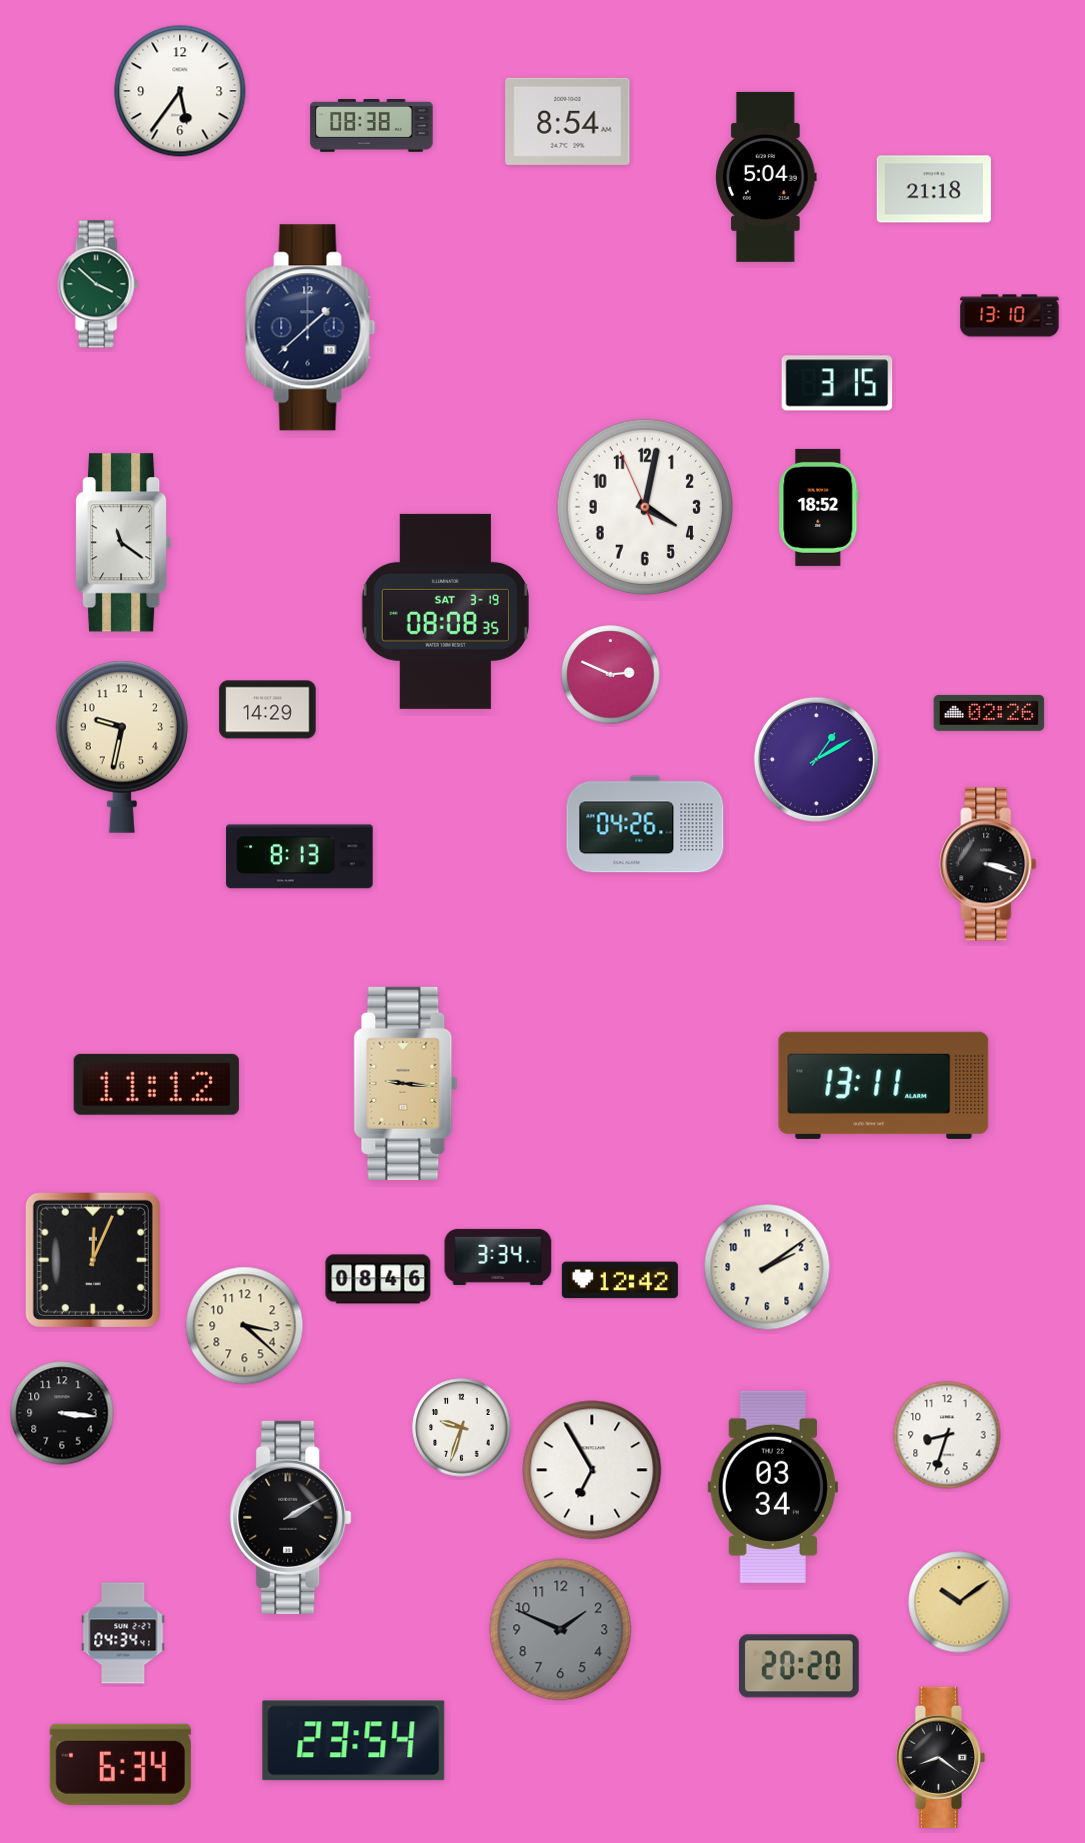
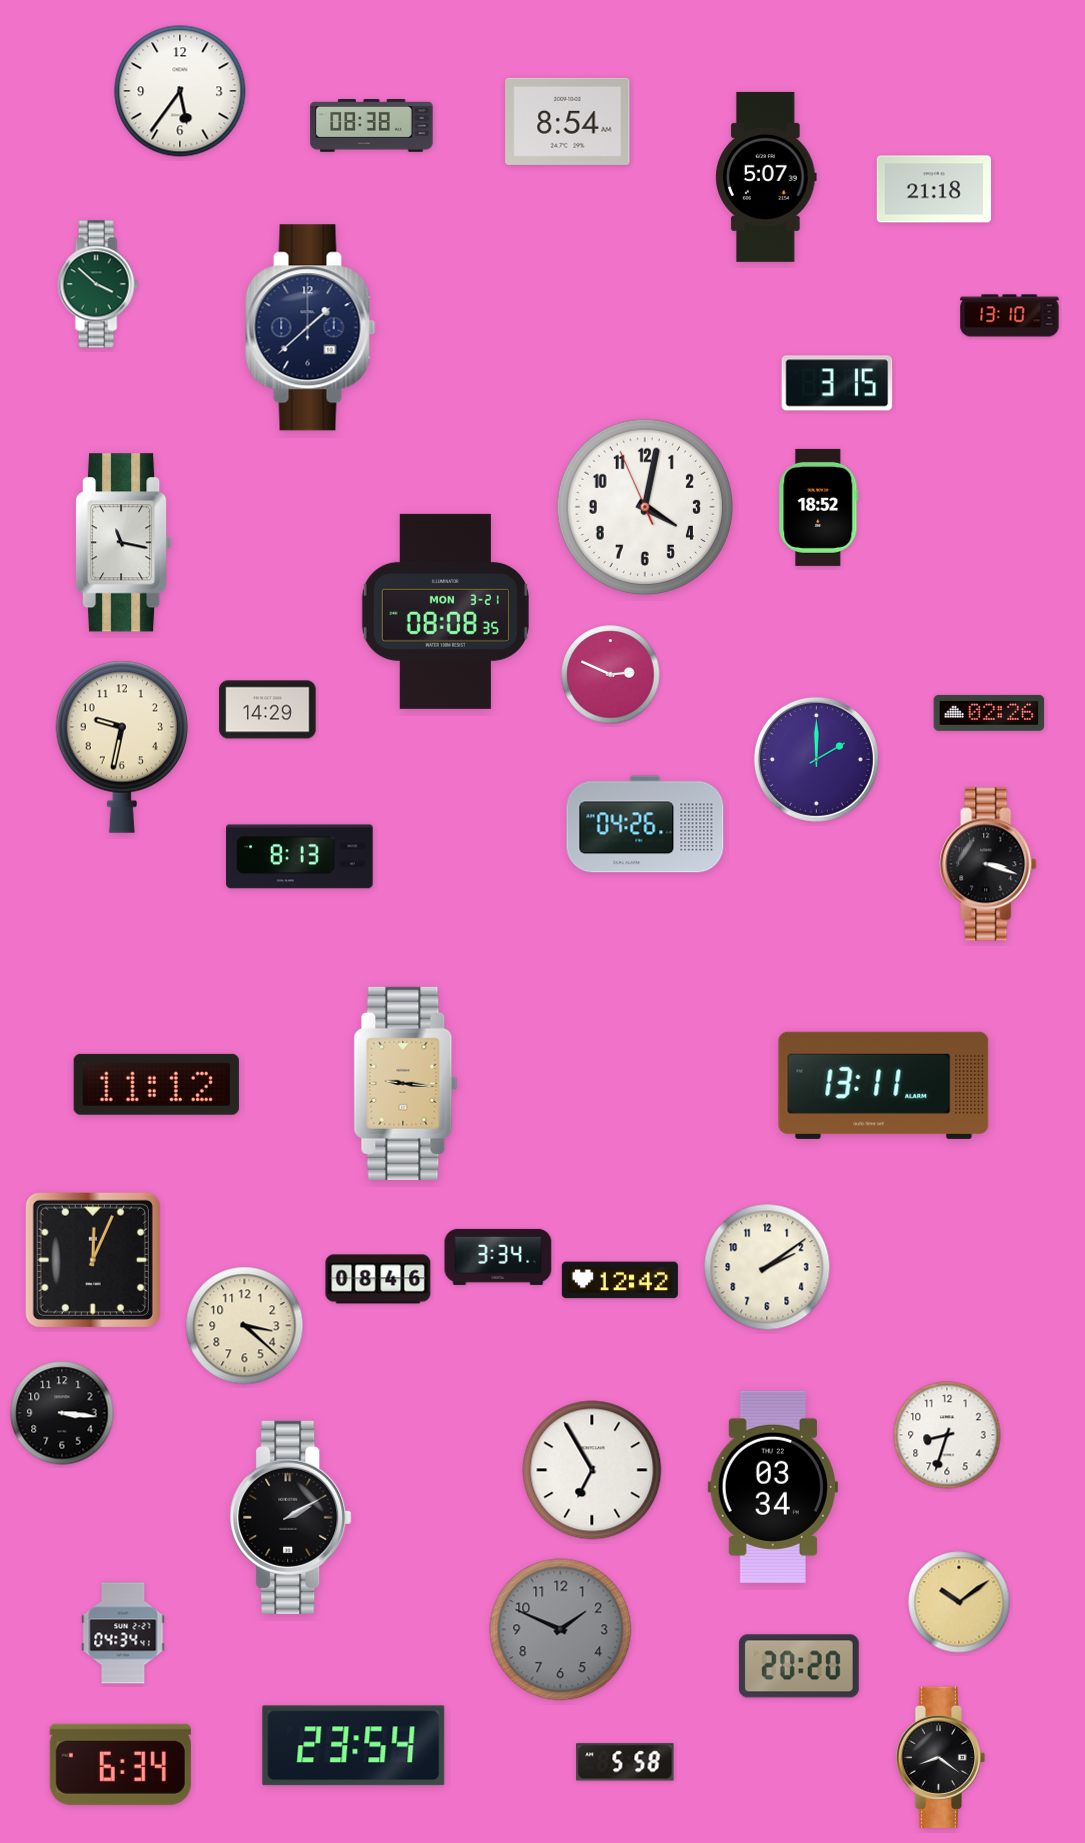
clock at (766, 177): 5:04 -> 5:07
clock at (124, 543): 11:21 -> 11:17
clock at (445, 611) date: SAT 3-19 -> MON 3-21
clock at (816, 759): 1:10 -> 2:00
clock at (462, 1428): 9:33 -> none
clock at (354, 1741) position: (354, 1741) -> (354, 1746)
clock at (625, 1762): none -> 5:58
